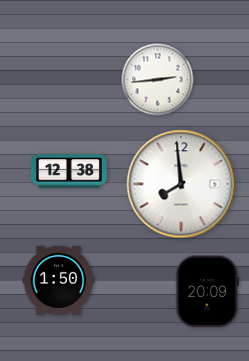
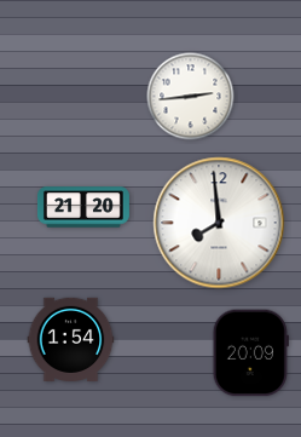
clock at (69, 171): 12:38 -> 21:20
clock at (59, 280): 1:50 -> 1:54
